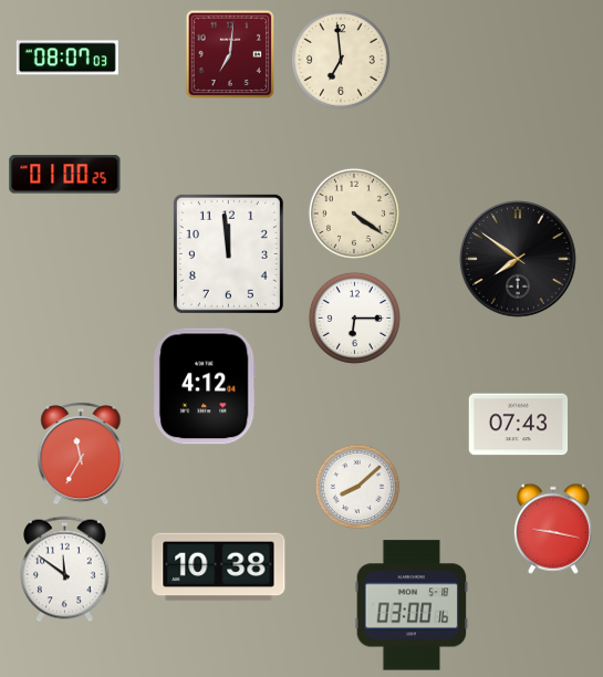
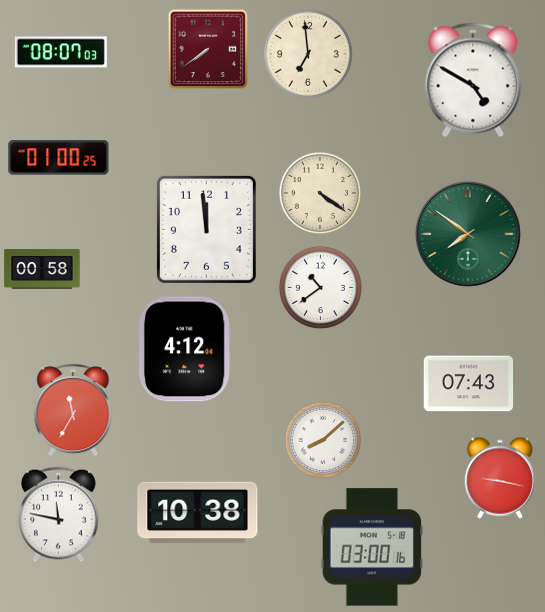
clock at (230, 54): 7:01 -> 7:39
clock at (473, 80): none -> 4:50
clock at (518, 259) dial: black -> green
clock at (42, 269): none -> 00:58
clock at (354, 317): 6:15 -> 10:39
clock at (65, 570): 11:51 -> 11:47
